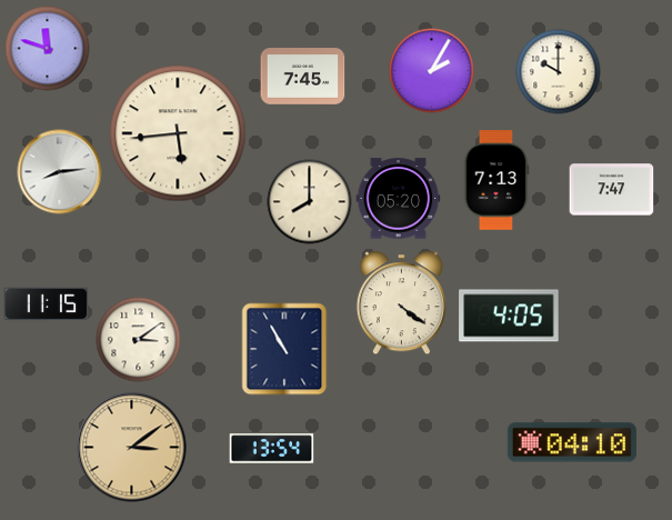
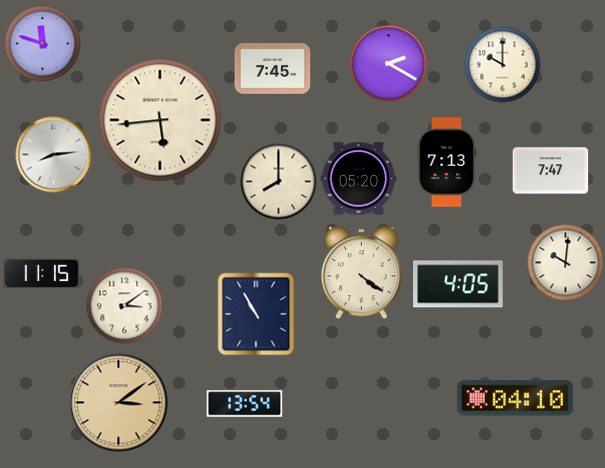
clock at (432, 71): 2:05 -> 2:20
clock at (566, 263): none -> 10:01
